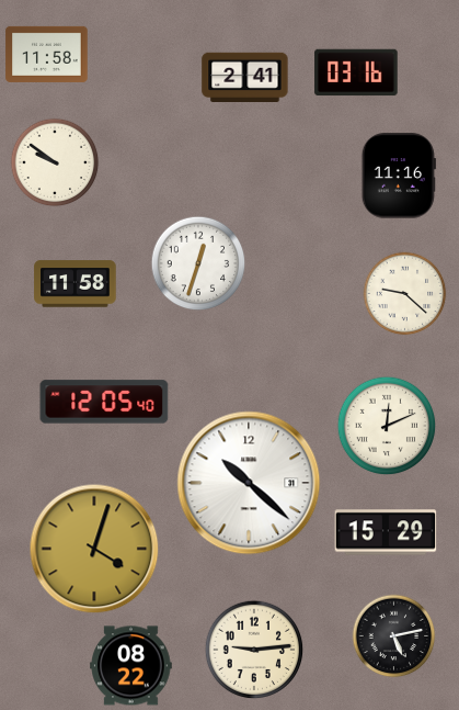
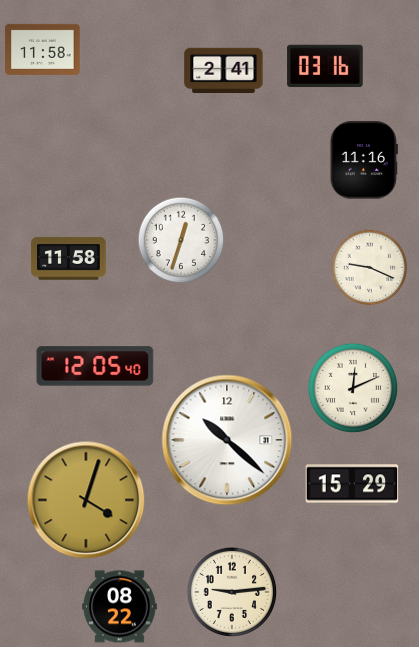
clock at (55, 162): 9:51 -> none
clock at (405, 294): 9:22 -> 9:19
clock at (394, 636): 5:13 -> none
